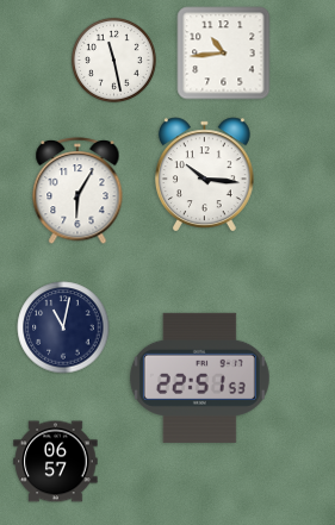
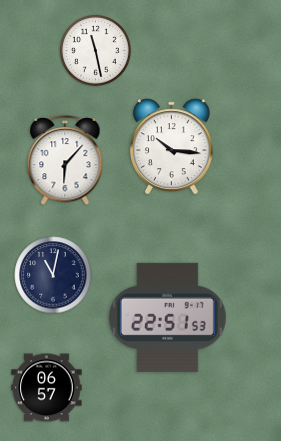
clock at (224, 54): 10:44 -> none
clock at (77, 192): 6:05 -> 6:07
